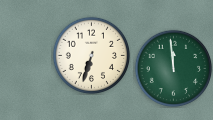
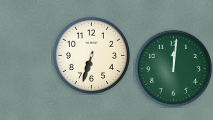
clock at (173, 68): 11:59 -> 12:01
